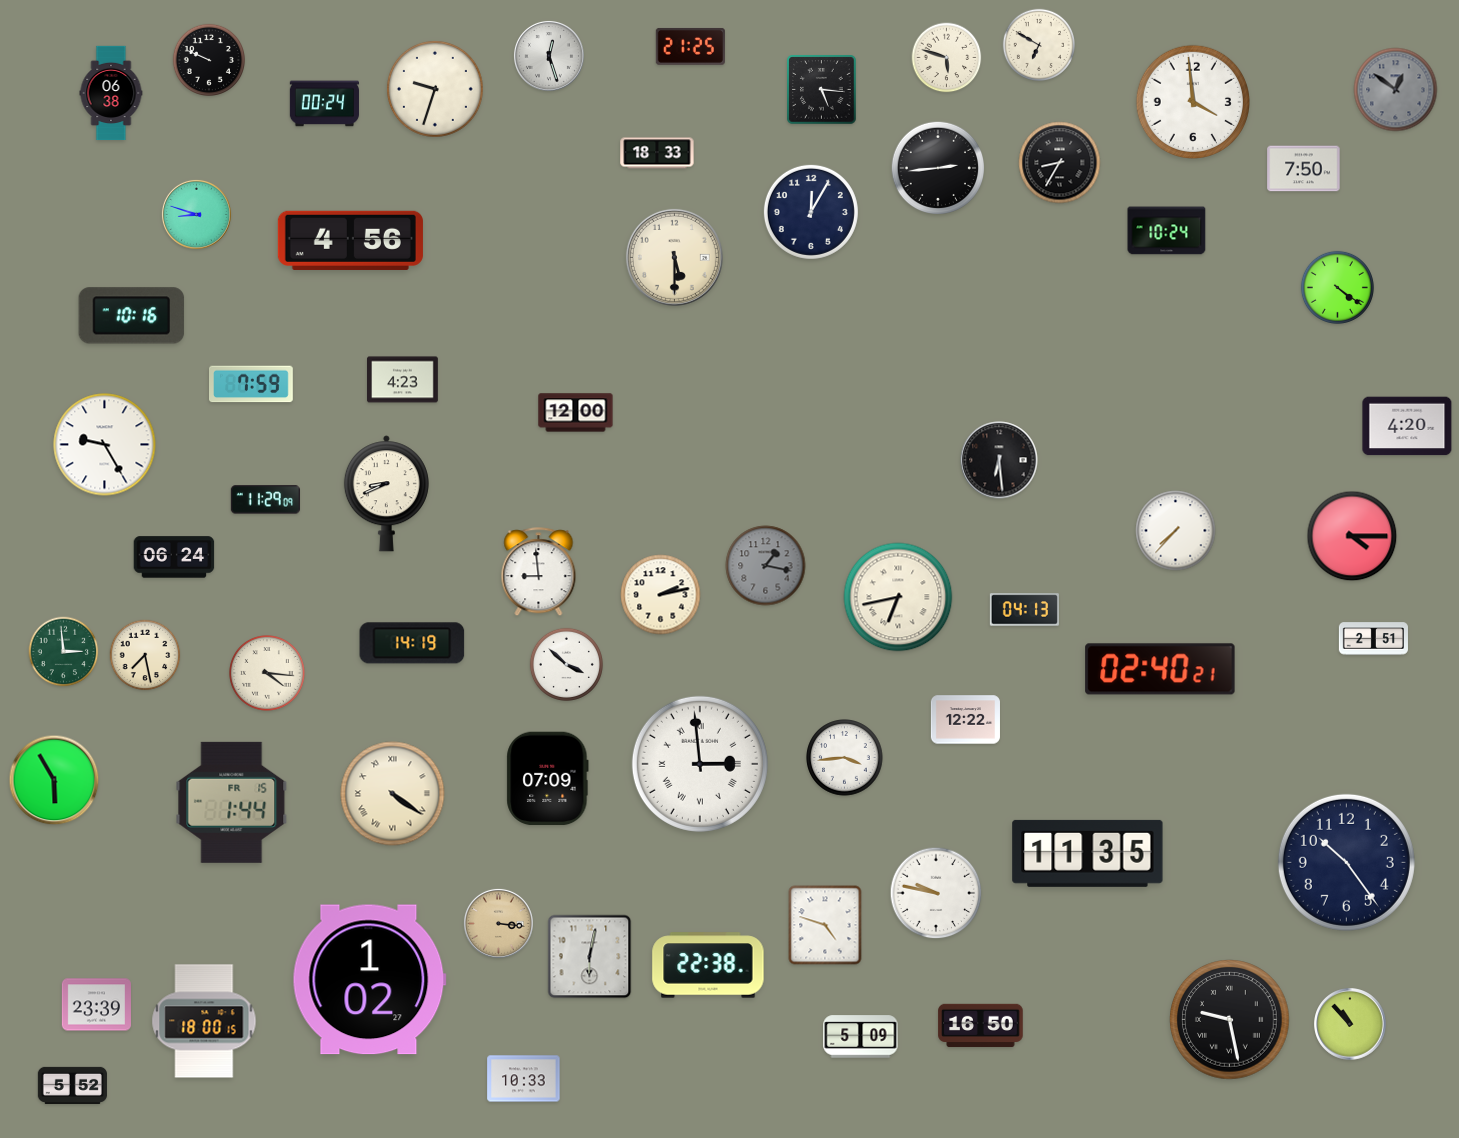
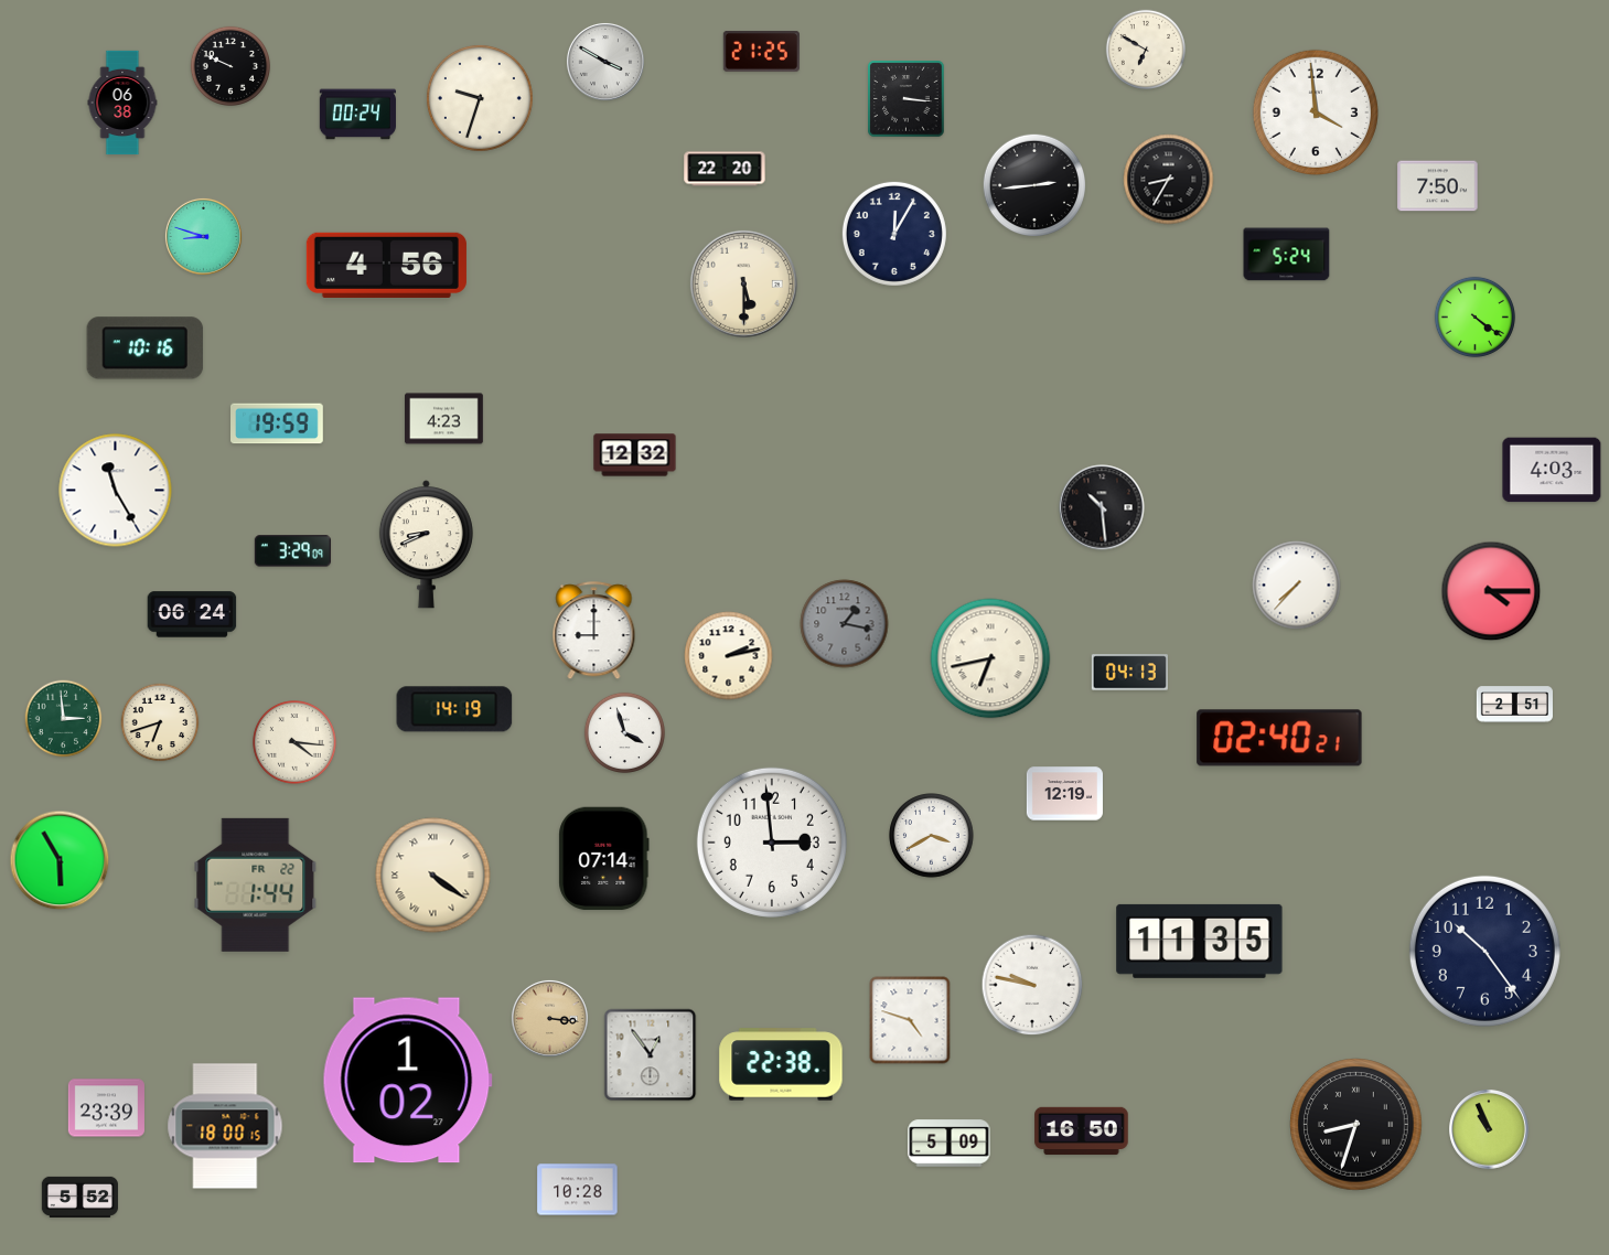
clock at (549, 56): 12:27 -> 3:50
clock at (947, 58): 5:48 -> none
clock at (822, 90): 5:16 -> 3:16
clock at (1396, 90): 12:51 -> none
clock at (657, 153): 18:33 -> 22:20
clock at (196, 214) position: (196, 214) -> (203, 236)
clock at (1167, 231): 10:24 -> 5:24
clock at (252, 384): 7:59 -> 19:59
clock at (576, 413): 12:00 -> 12:32
clock at (1407, 426): 4:20 -> 4:03
clock at (105, 445): 9:25 -> 11:25
clock at (999, 460): 6:29 -> 10:29
clock at (265, 500): 11:29 -> 3:29
clock at (539, 572): 8:59 -> 9:00
clock at (64, 652) position: (64, 652) -> (64, 719)
clock at (145, 655): 7:28 -> 6:42
clock at (566, 664): 3:52 -> 3:57
clock at (965, 720): 12:22 -> 12:19
clock at (845, 758): 3:44 -> 3:40
clock at (700, 764) numerals: Roman -> Arabic
clock at (548, 779): 07:09 -> 07:14
clock at (232, 802) date: FR 15 -> FR 22
clock at (590, 957): 6:02 -> 12:54
clock at (1230, 1020): 9:28 -> 8:33
clock at (1350, 1024): 10:53 -> 10:56
clock at (524, 1079): 10:33 -> 10:28
